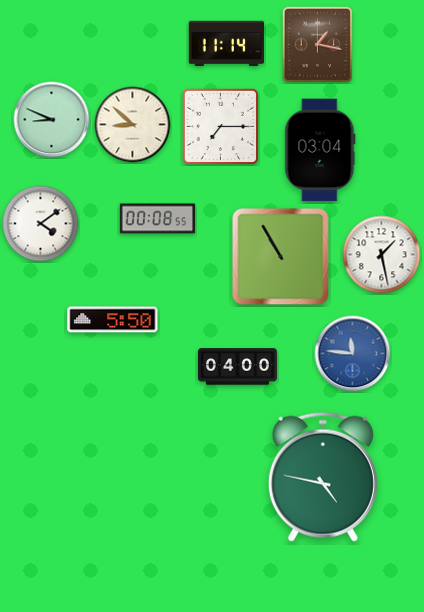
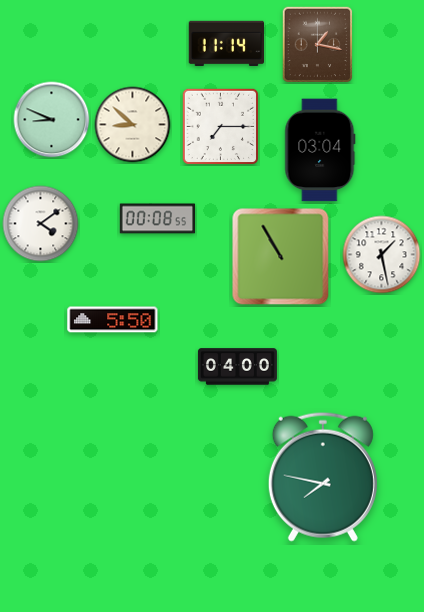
clock at (353, 354): 11:46 -> none
clock at (323, 477): 4:47 -> 7:47
